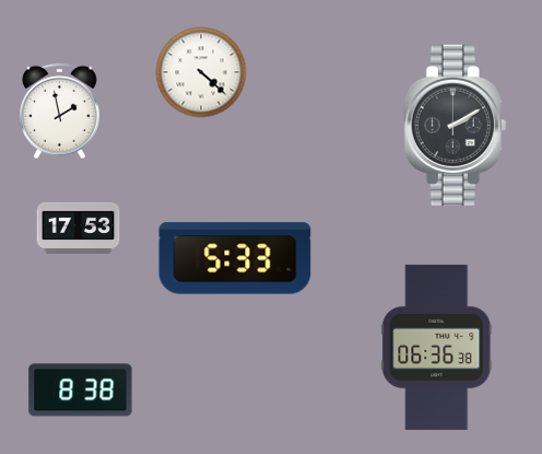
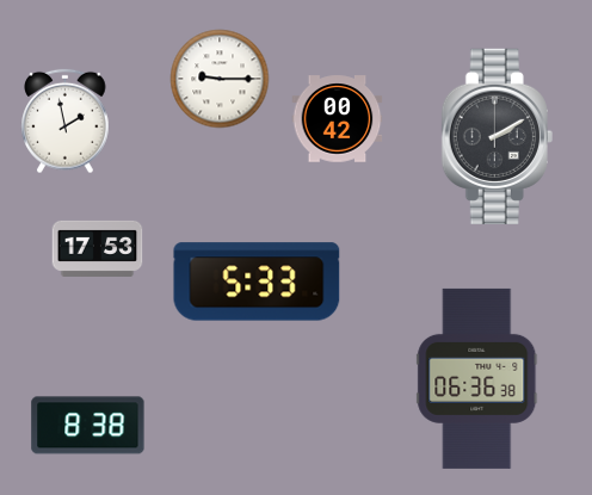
clock at (201, 72): 4:22 -> 9:15
clock at (338, 119): none -> 00:42
clock at (79, 228) position: (79, 228) -> (98, 248)
